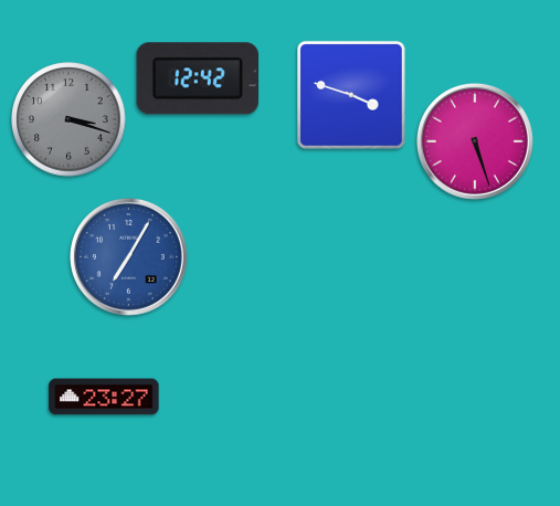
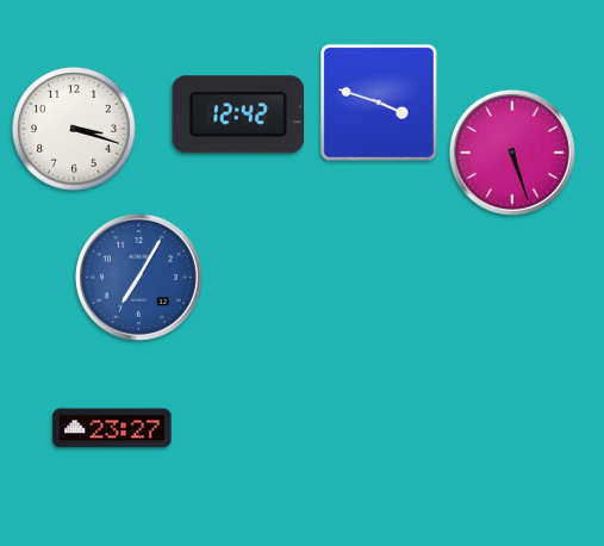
clock at (198, 78) position: (198, 78) -> (238, 114)
clock at (68, 119) dial: grey -> white
